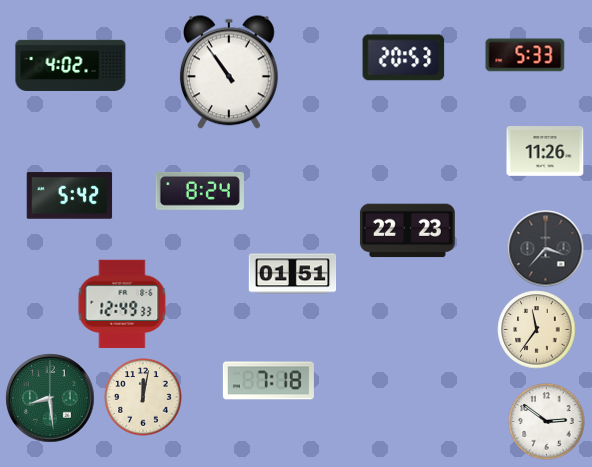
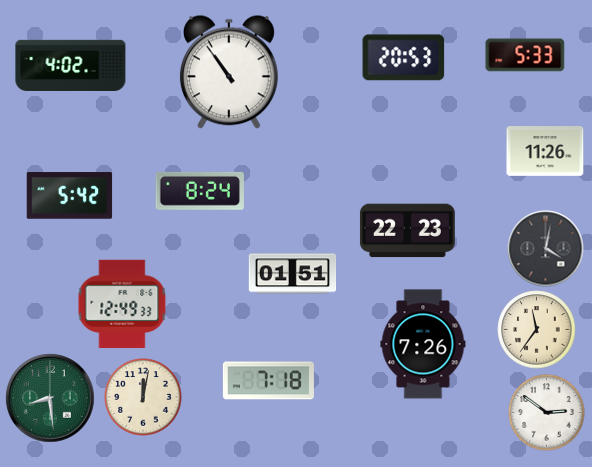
clock at (546, 249): 3:37 -> 4:02
clock at (423, 344): none -> 7:26
clock at (547, 422) position: (547, 422) -> (547, 413)
